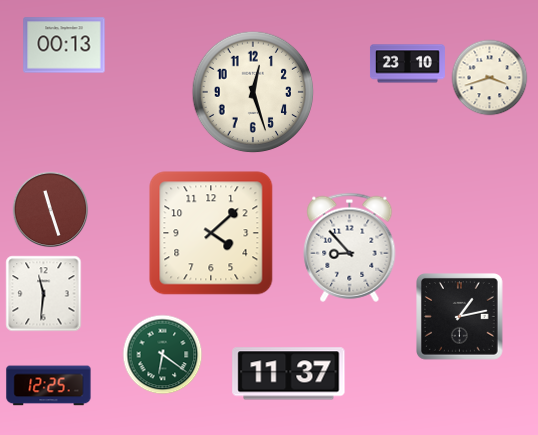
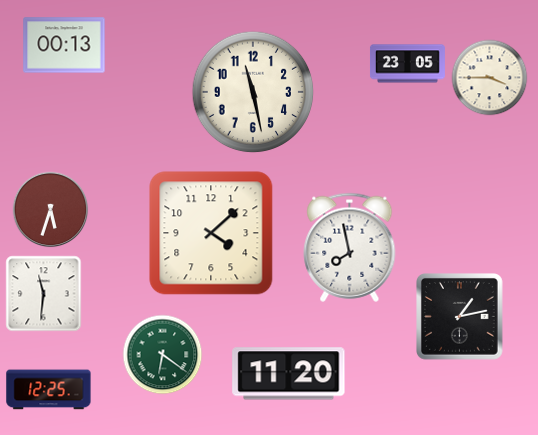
clock at (407, 64): 23:10 -> 23:05
clock at (490, 78): 3:42 -> 3:45
clock at (253, 92): 12:27 -> 11:28
clock at (51, 210): 11:27 -> 5:33
clock at (350, 247): 8:53 -> 7:58
clock at (289, 374): 11:37 -> 11:20
clock at (49, 386) position: (49, 386) -> (49, 390)
